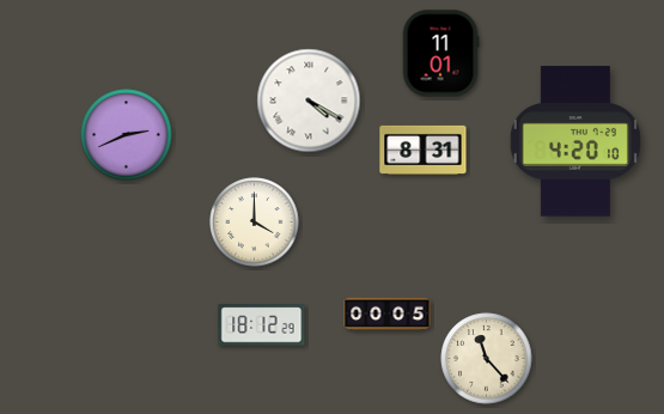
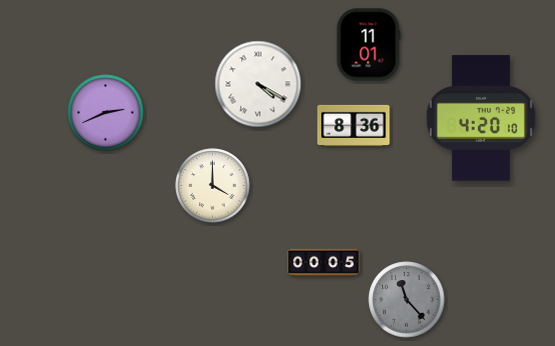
clock at (424, 150): 8:31 -> 8:36
clock at (262, 325): 18:12 -> none
clock at (487, 359) dial: cream -> grey
